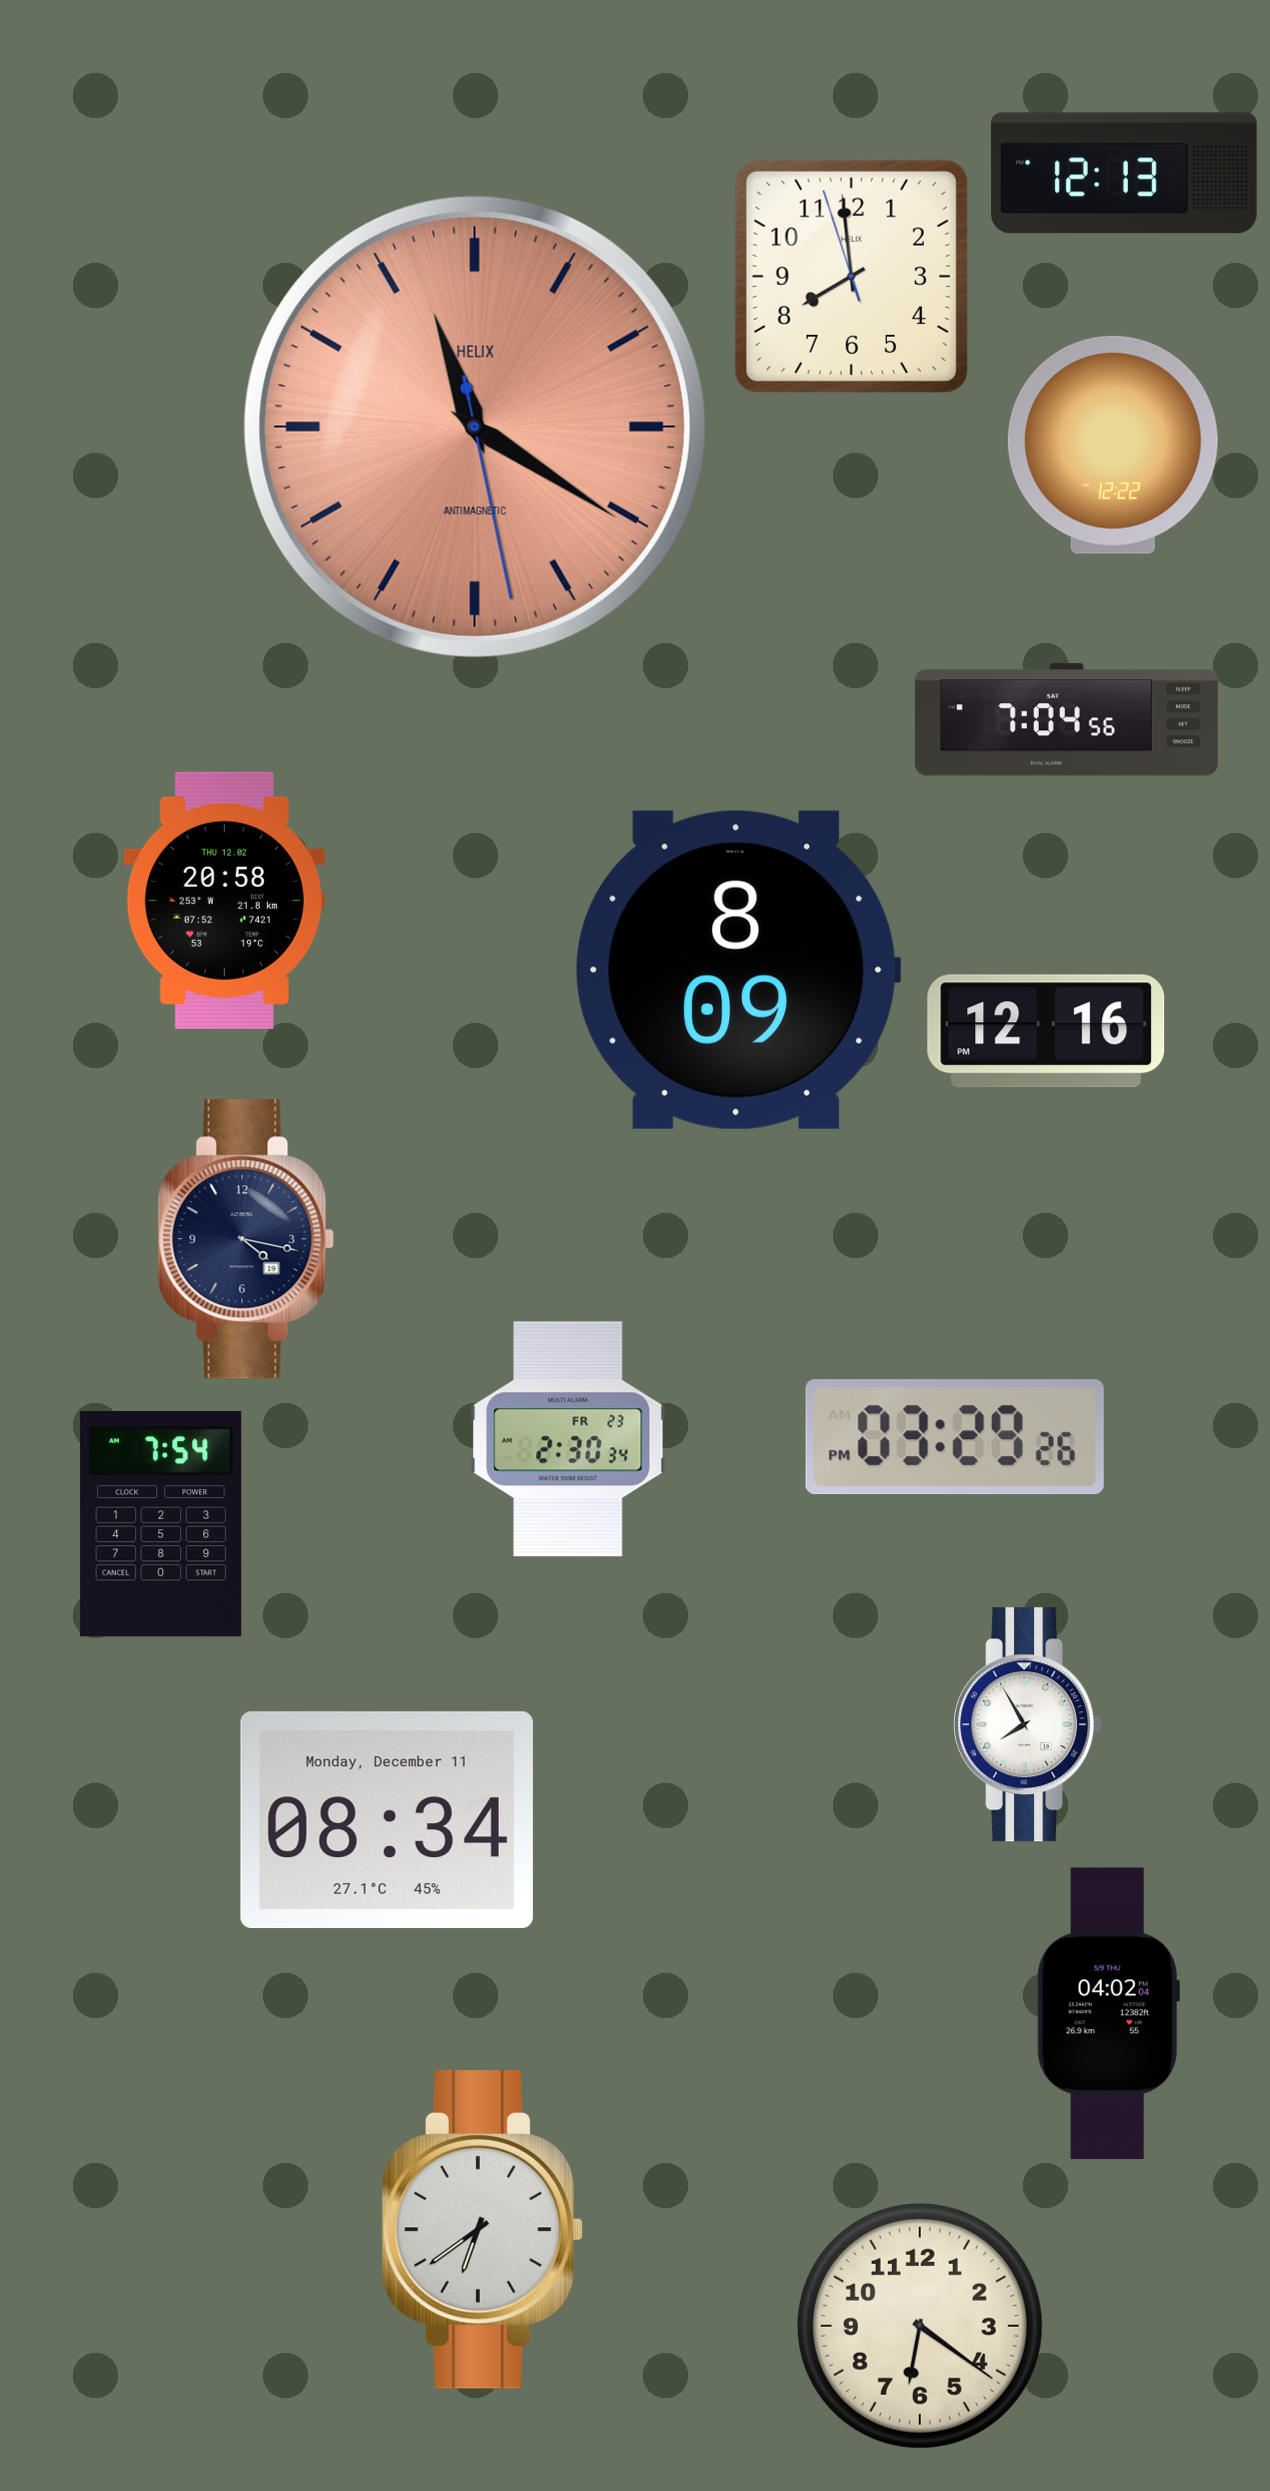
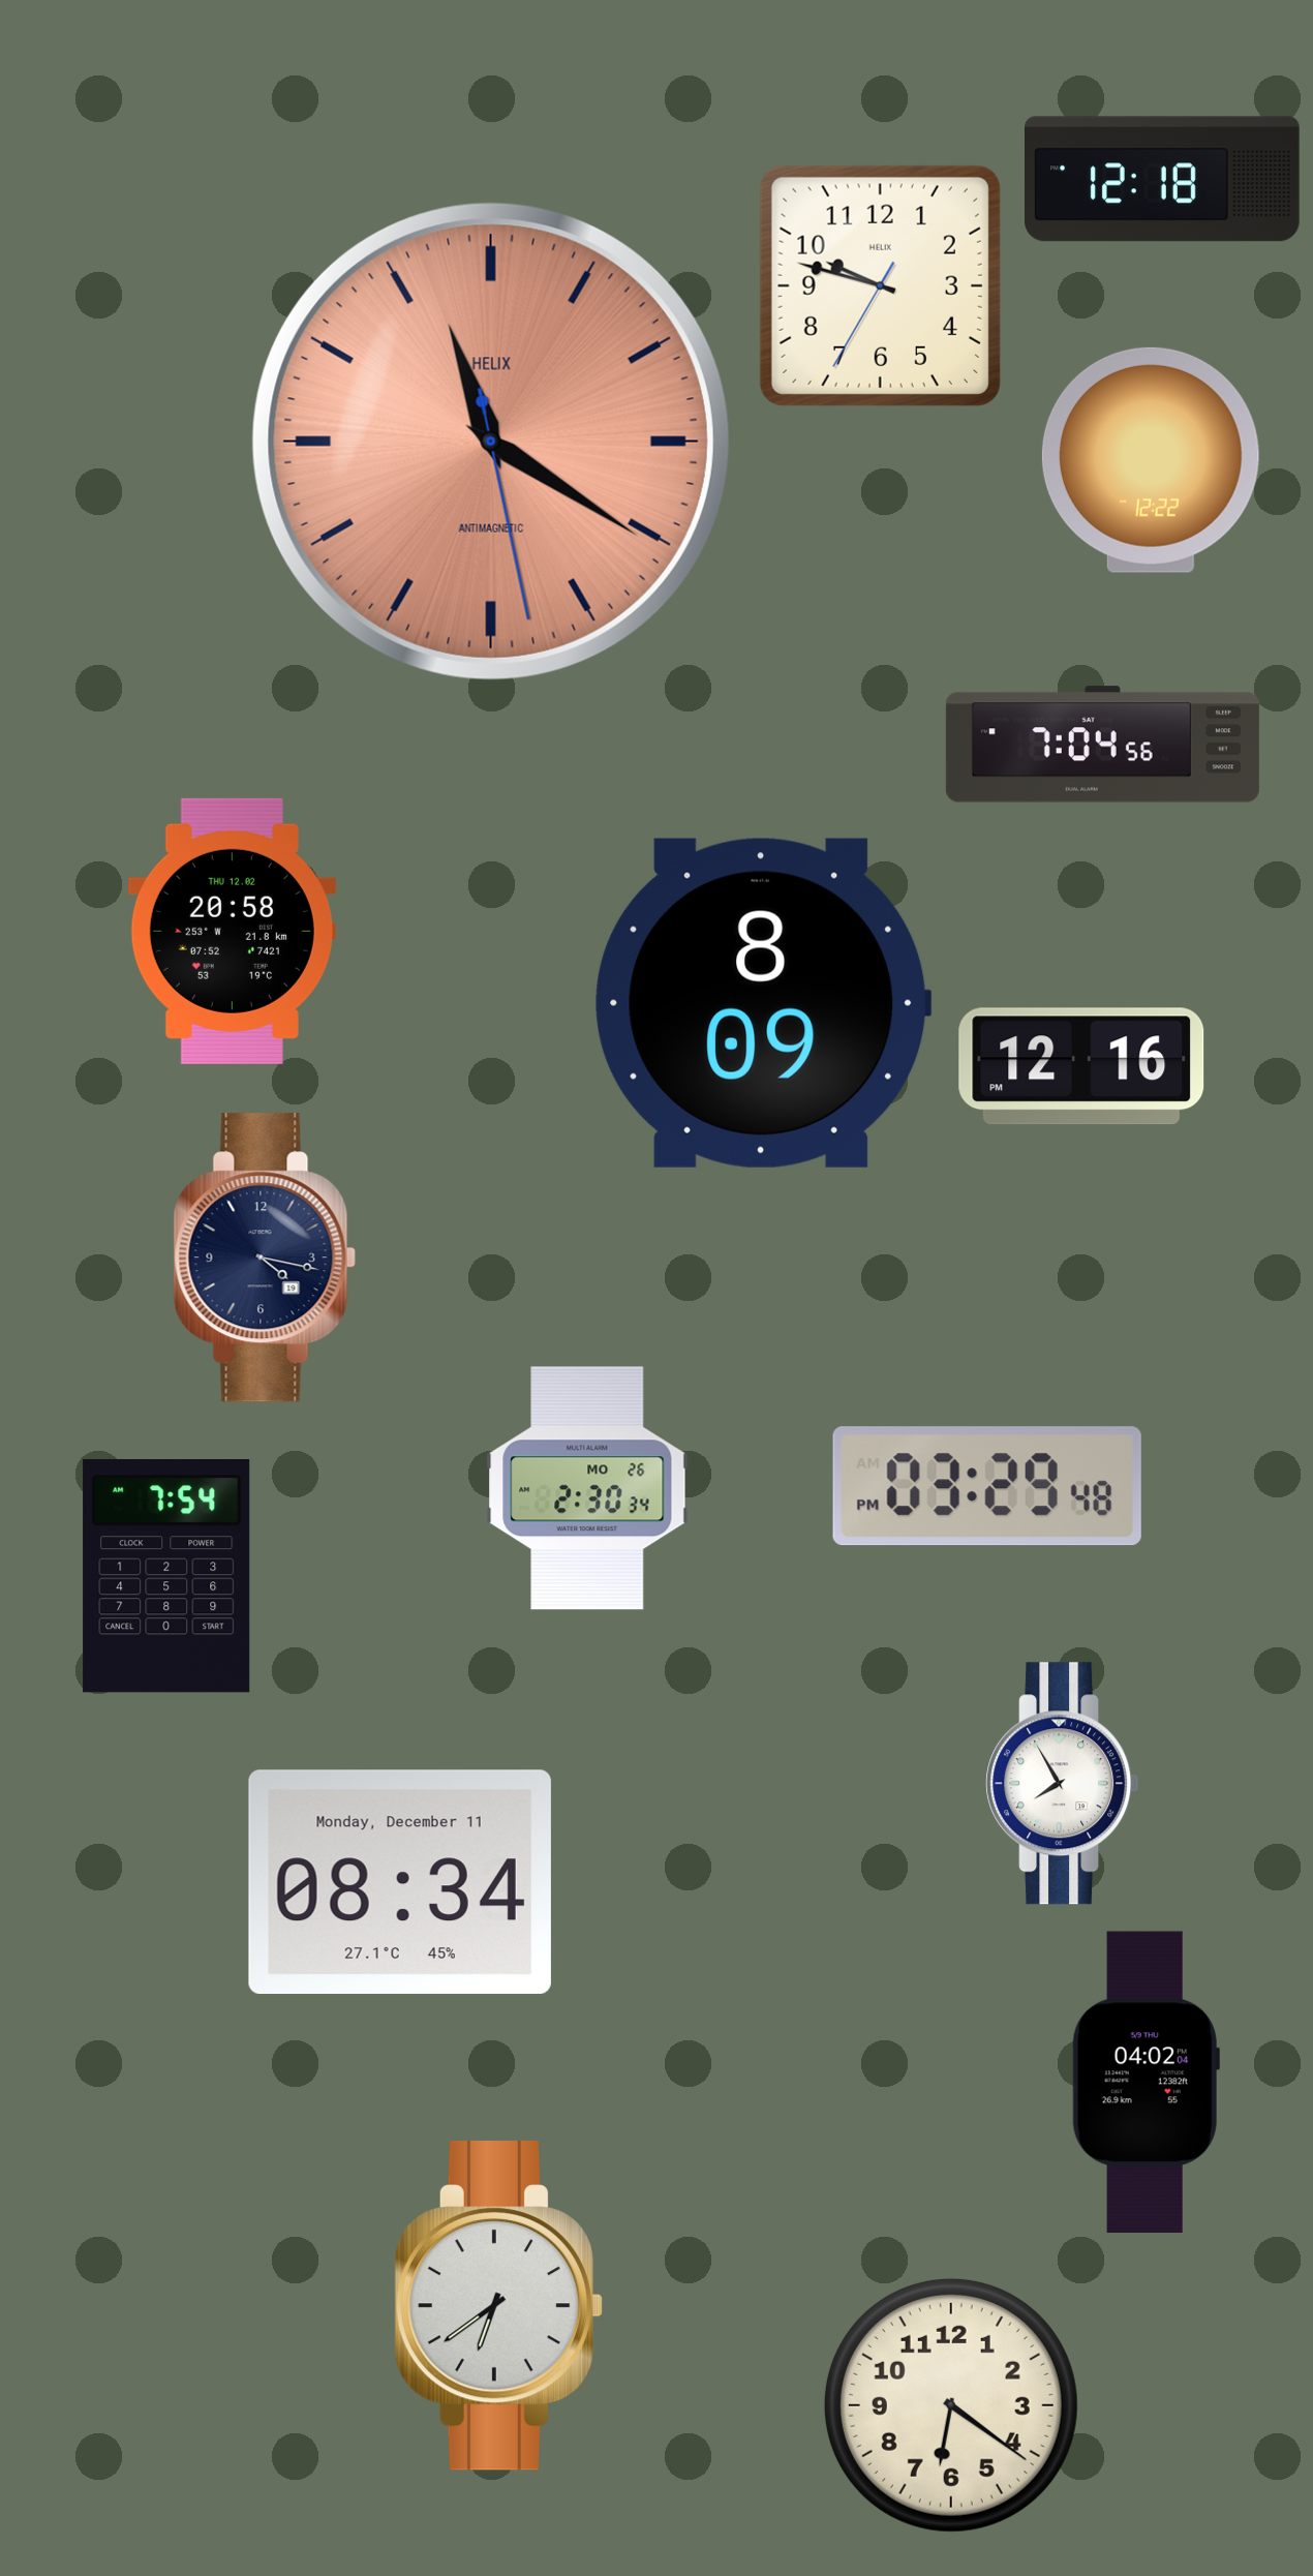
clock at (1125, 173): 12:13 -> 12:18
clock at (851, 276): 7:58 -> 9:47
clock at (246, 1239) position: (246, 1239) -> (265, 1257)
clock at (955, 1437): 03:29:26 PM -> 03:29:48 PM
clock at (568, 1439) date: FR 23 -> MO 26
